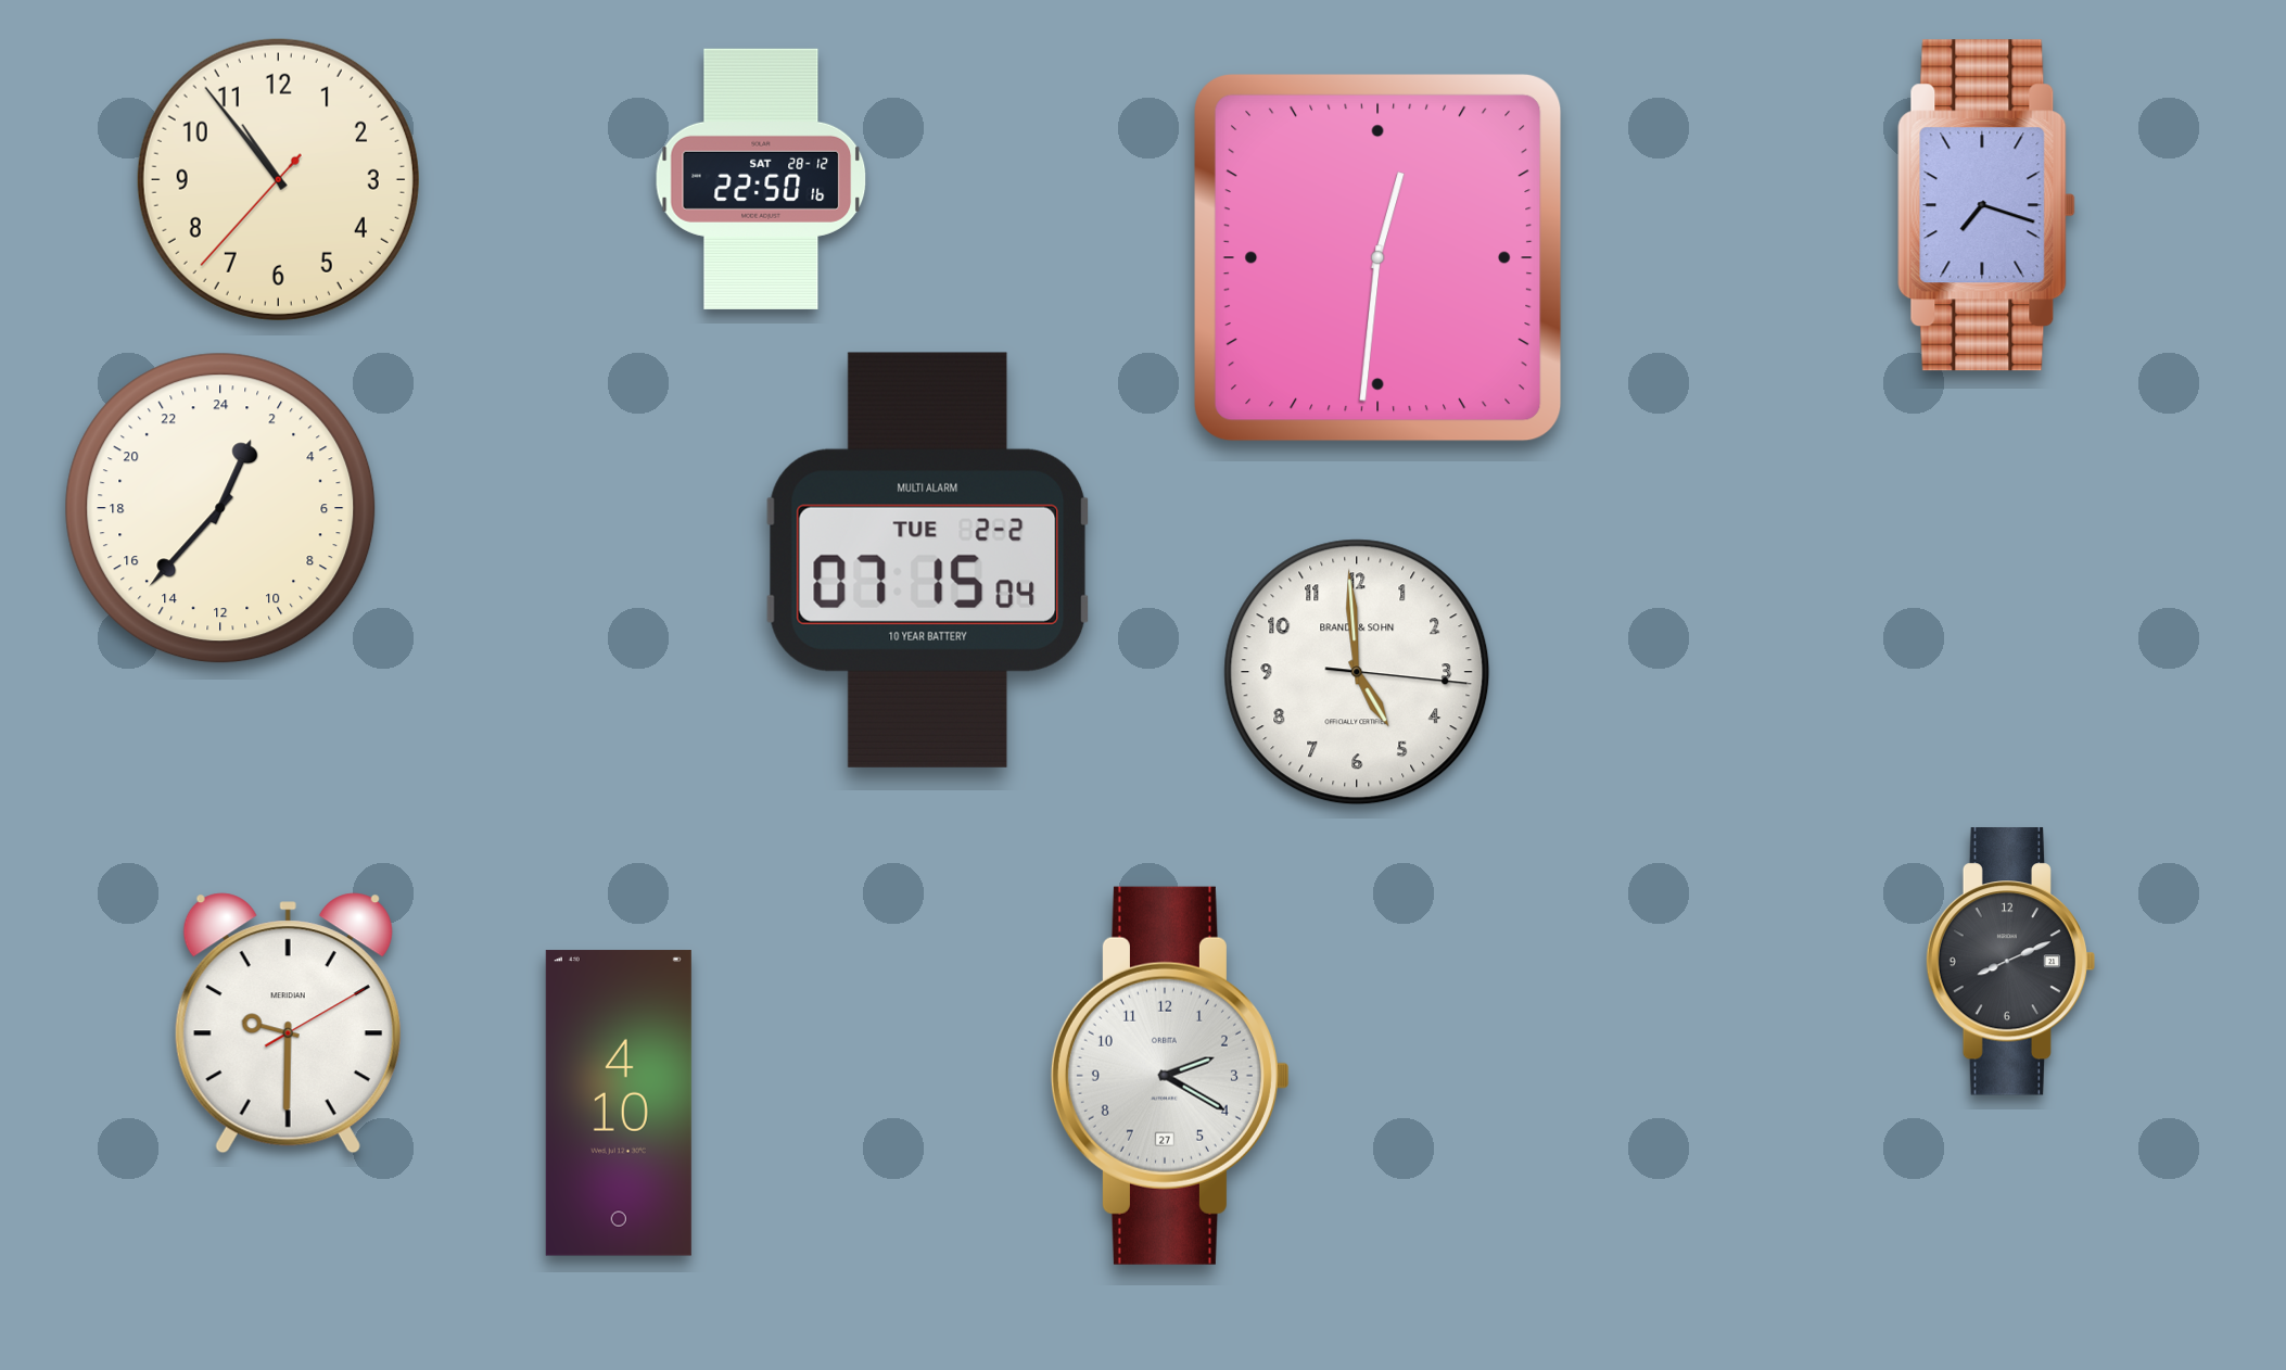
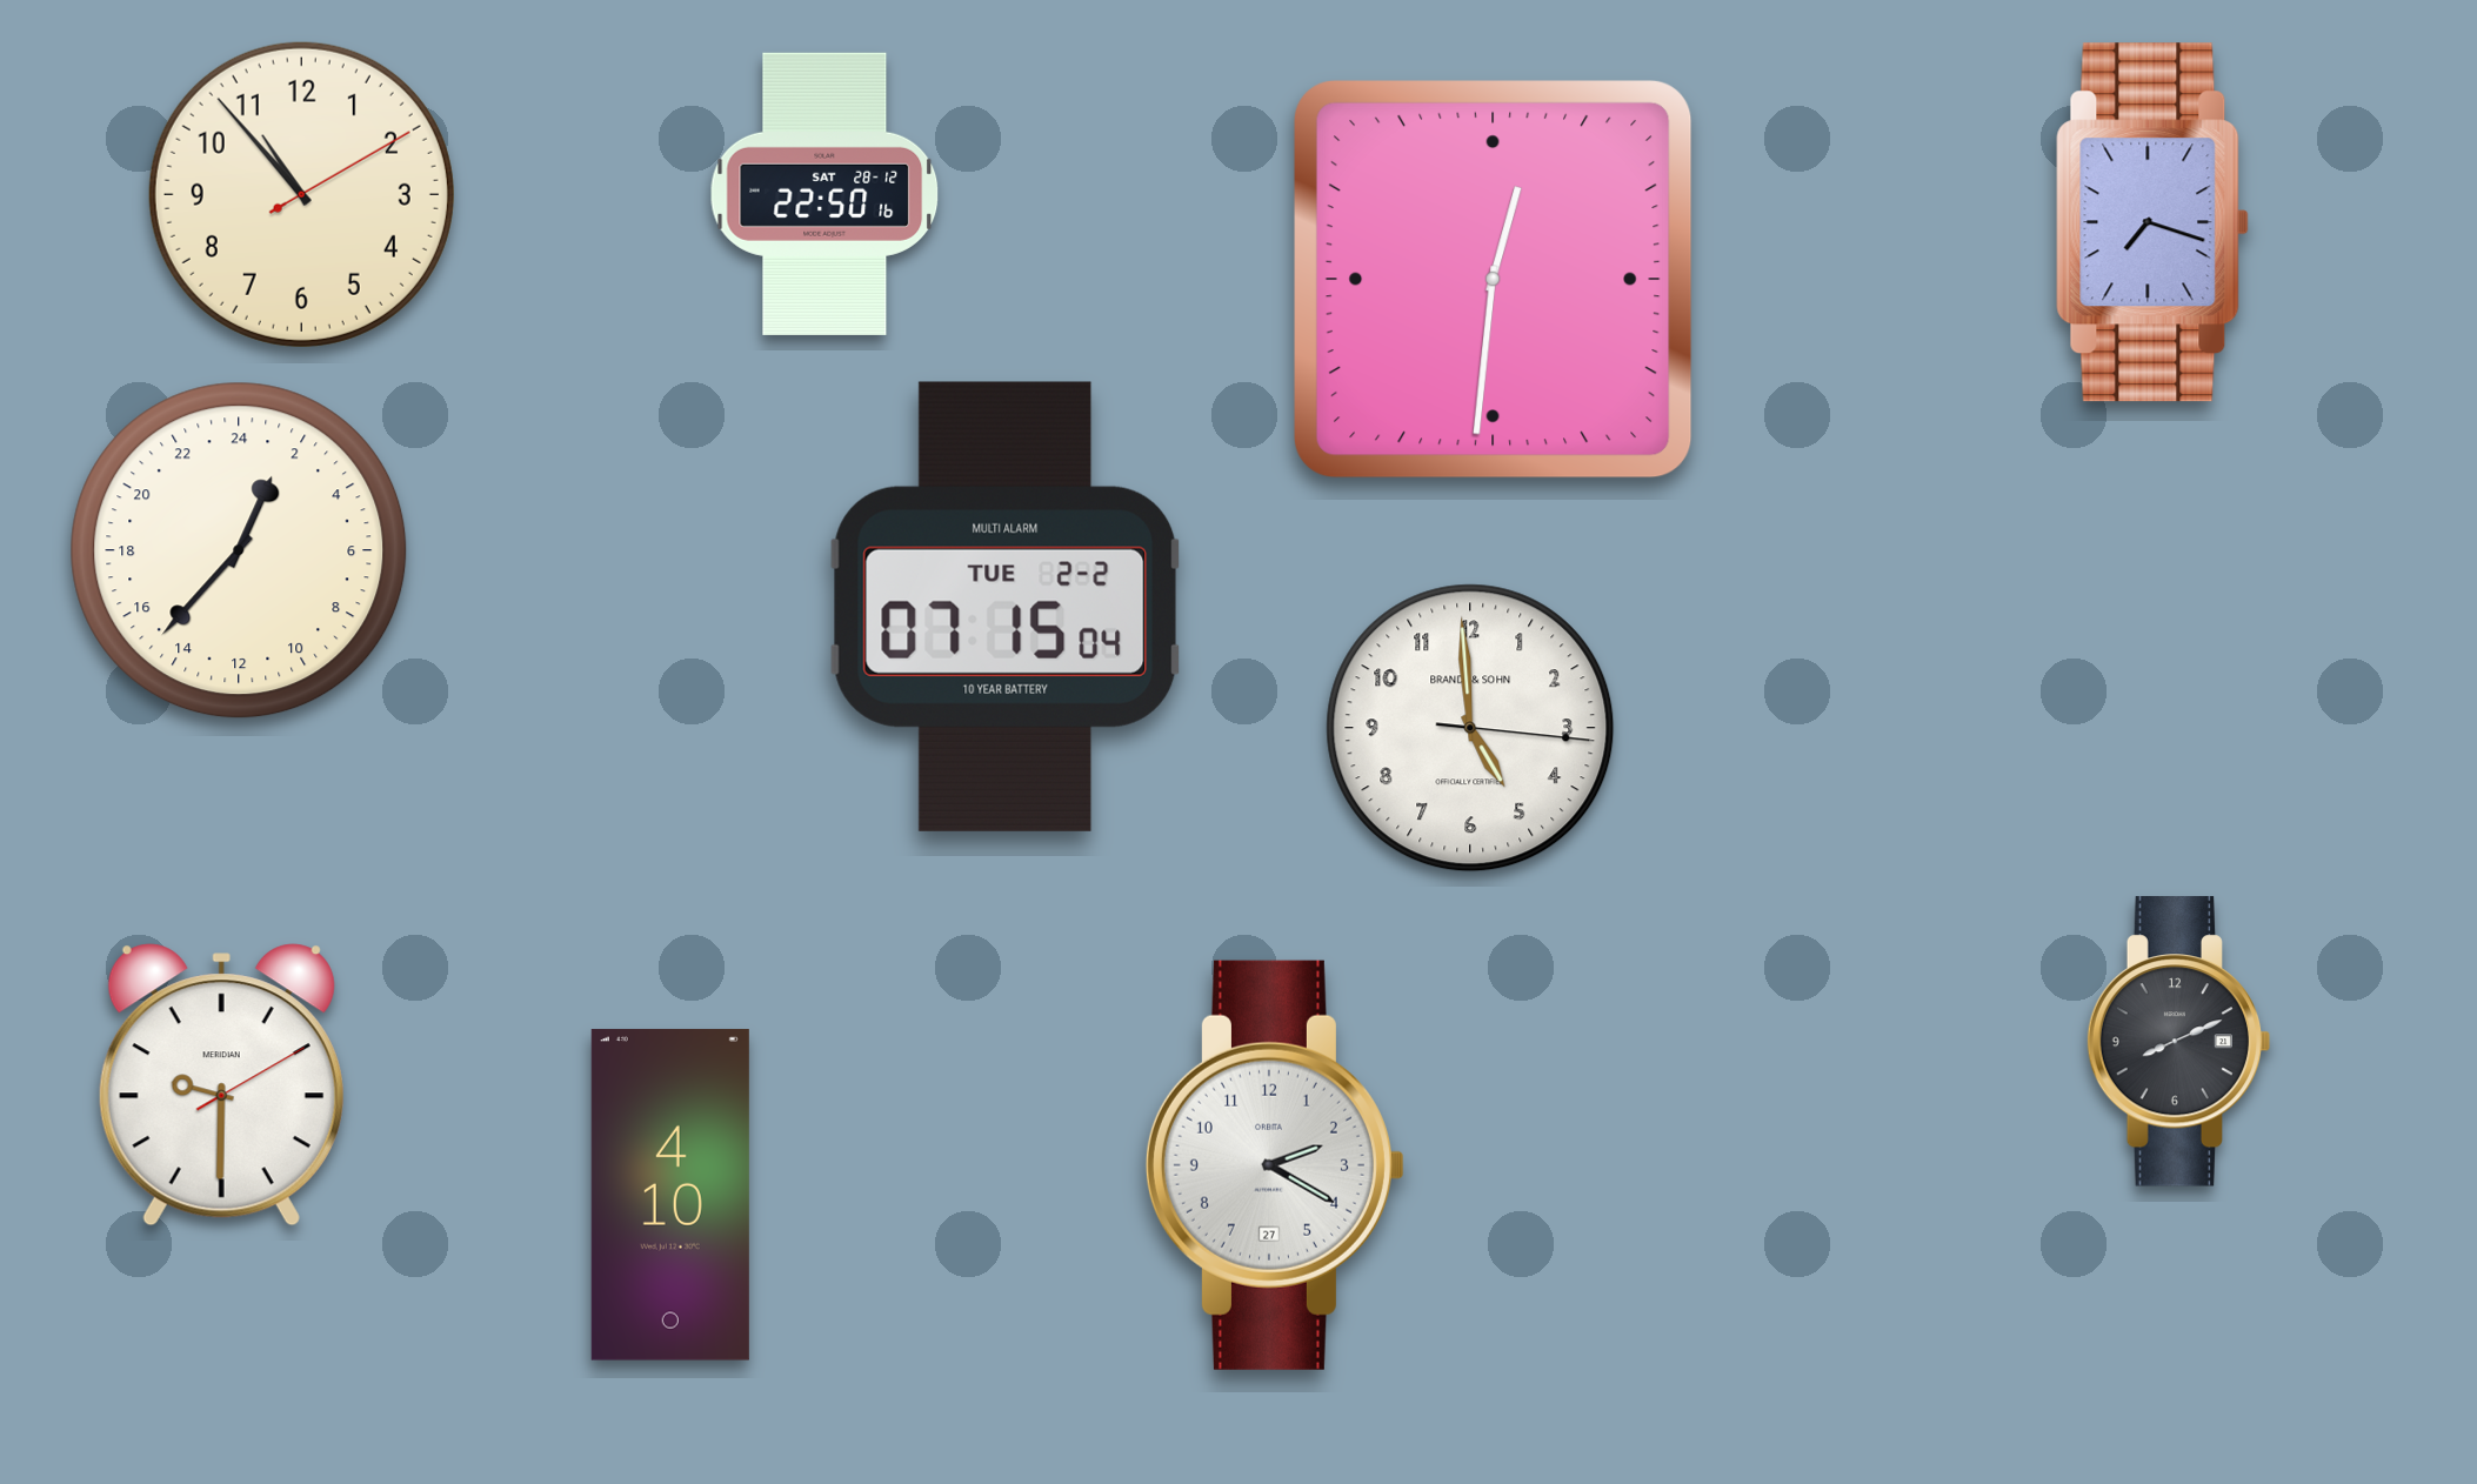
clock at (278, 179): 10:53:37 -> 10:53:10
clock at (288, 1024) position: (288, 1024) -> (221, 1085)
clock at (1170, 1076) position: (1170, 1076) -> (1275, 1165)
